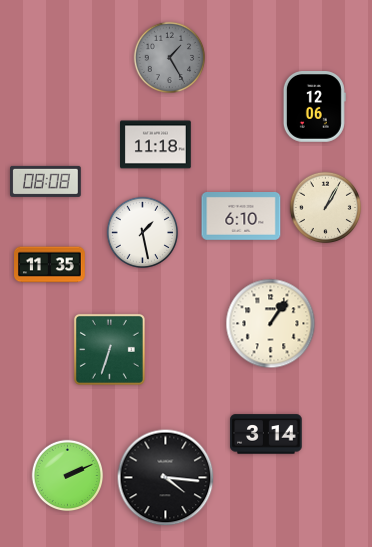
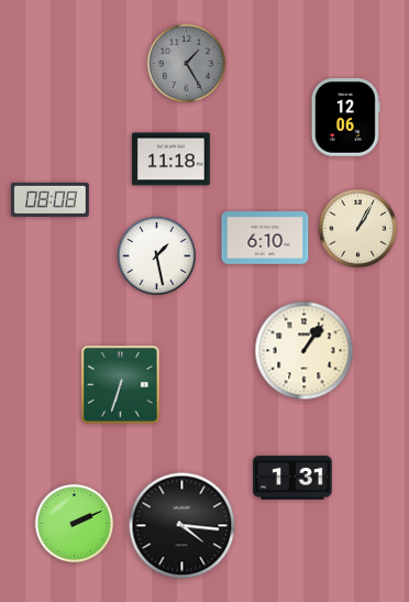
clock at (50, 265): 11:35 -> none
clock at (271, 324) position: (271, 324) -> (305, 351)
clock at (266, 434): 3:14 -> 1:31
